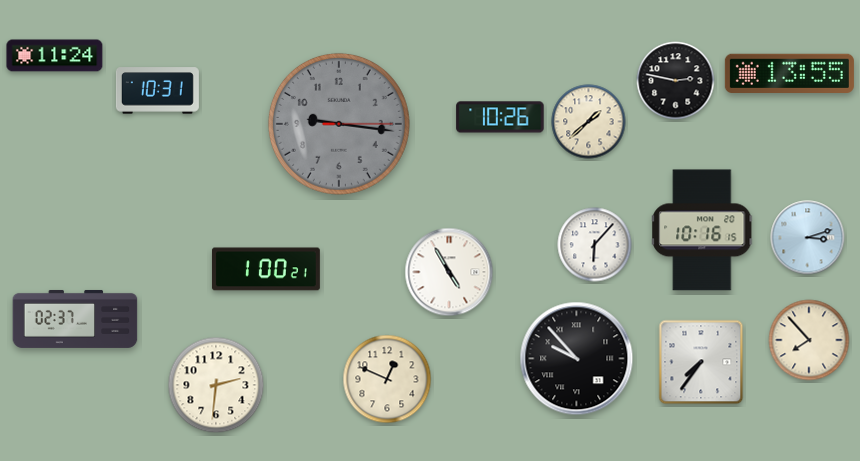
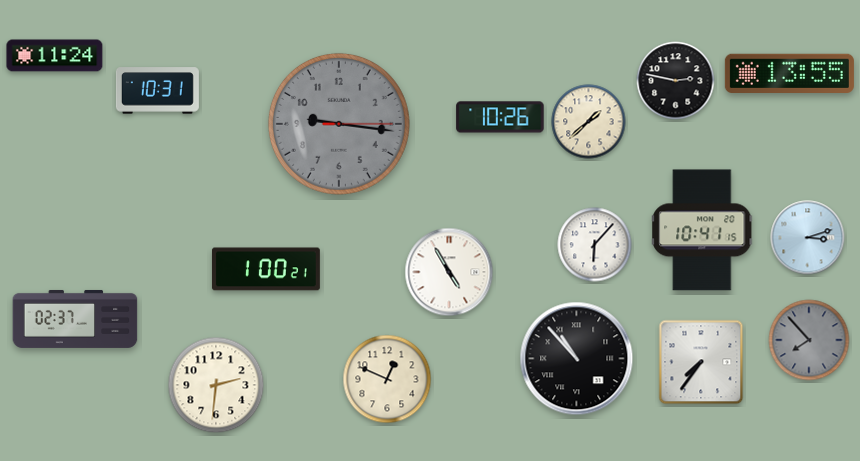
clock at (703, 230): 10:16 -> 10:41
clock at (809, 340) dial: cream -> grey
clock at (577, 359): 9:53 -> 10:53
